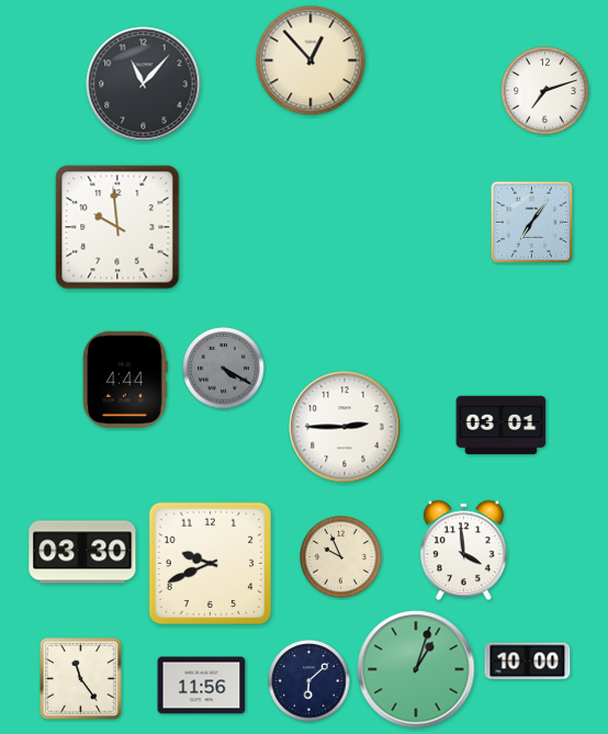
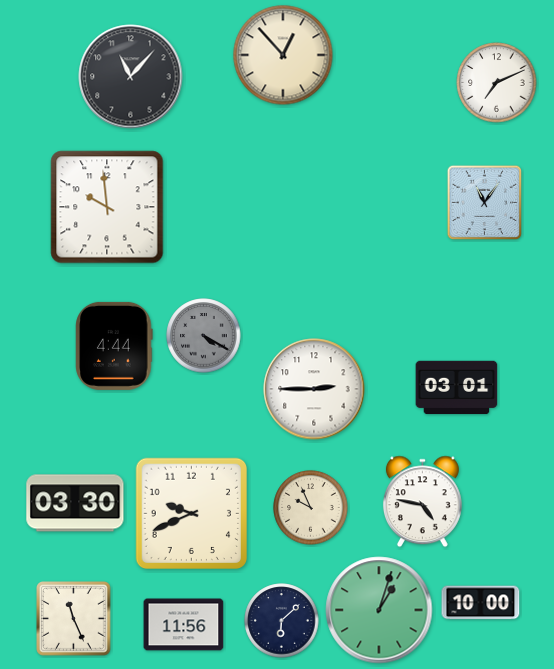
clock at (545, 91): 7:12 -> 7:11
clock at (532, 223): 7:06 -> 11:06
clock at (463, 551): 3:59 -> 4:47
clock at (81, 679): 11:24 -> 11:26
